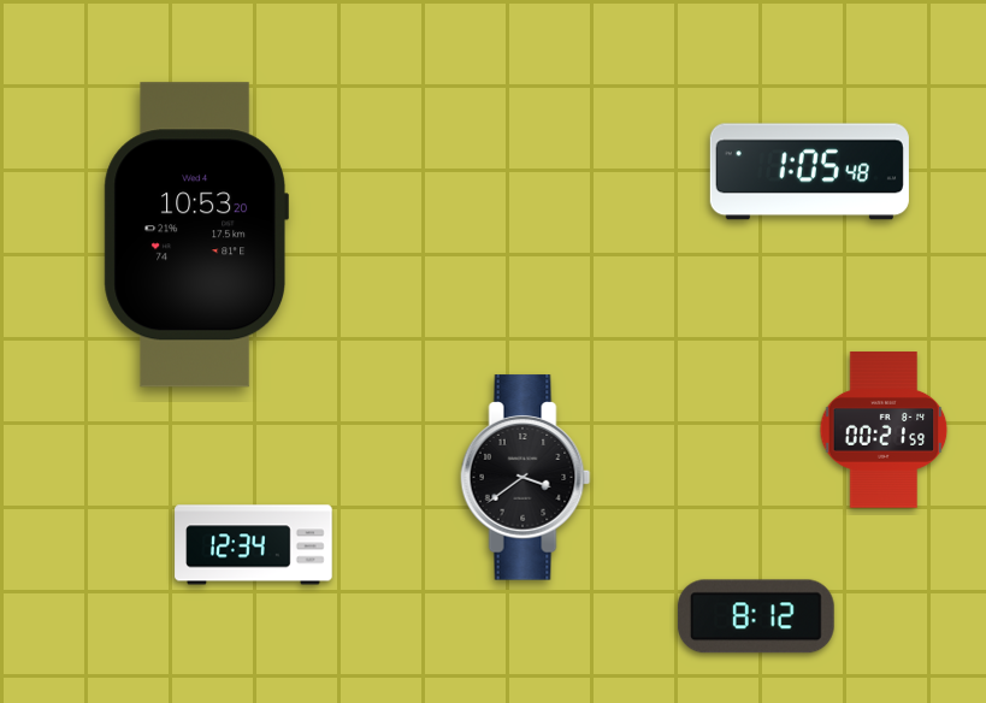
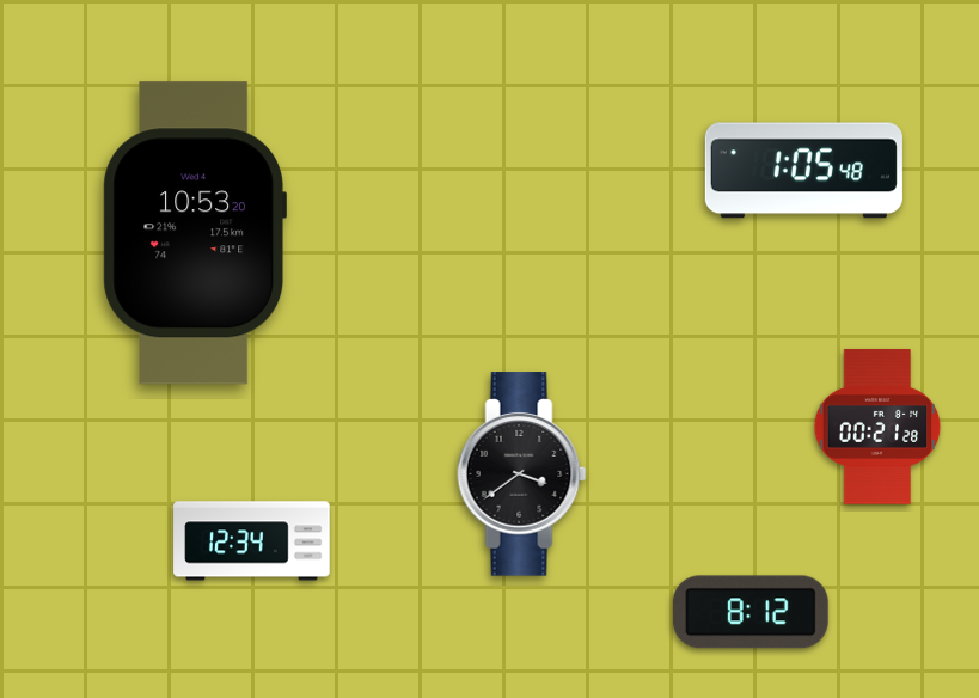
clock at (884, 430): 00:21:59 -> 00:21:28
